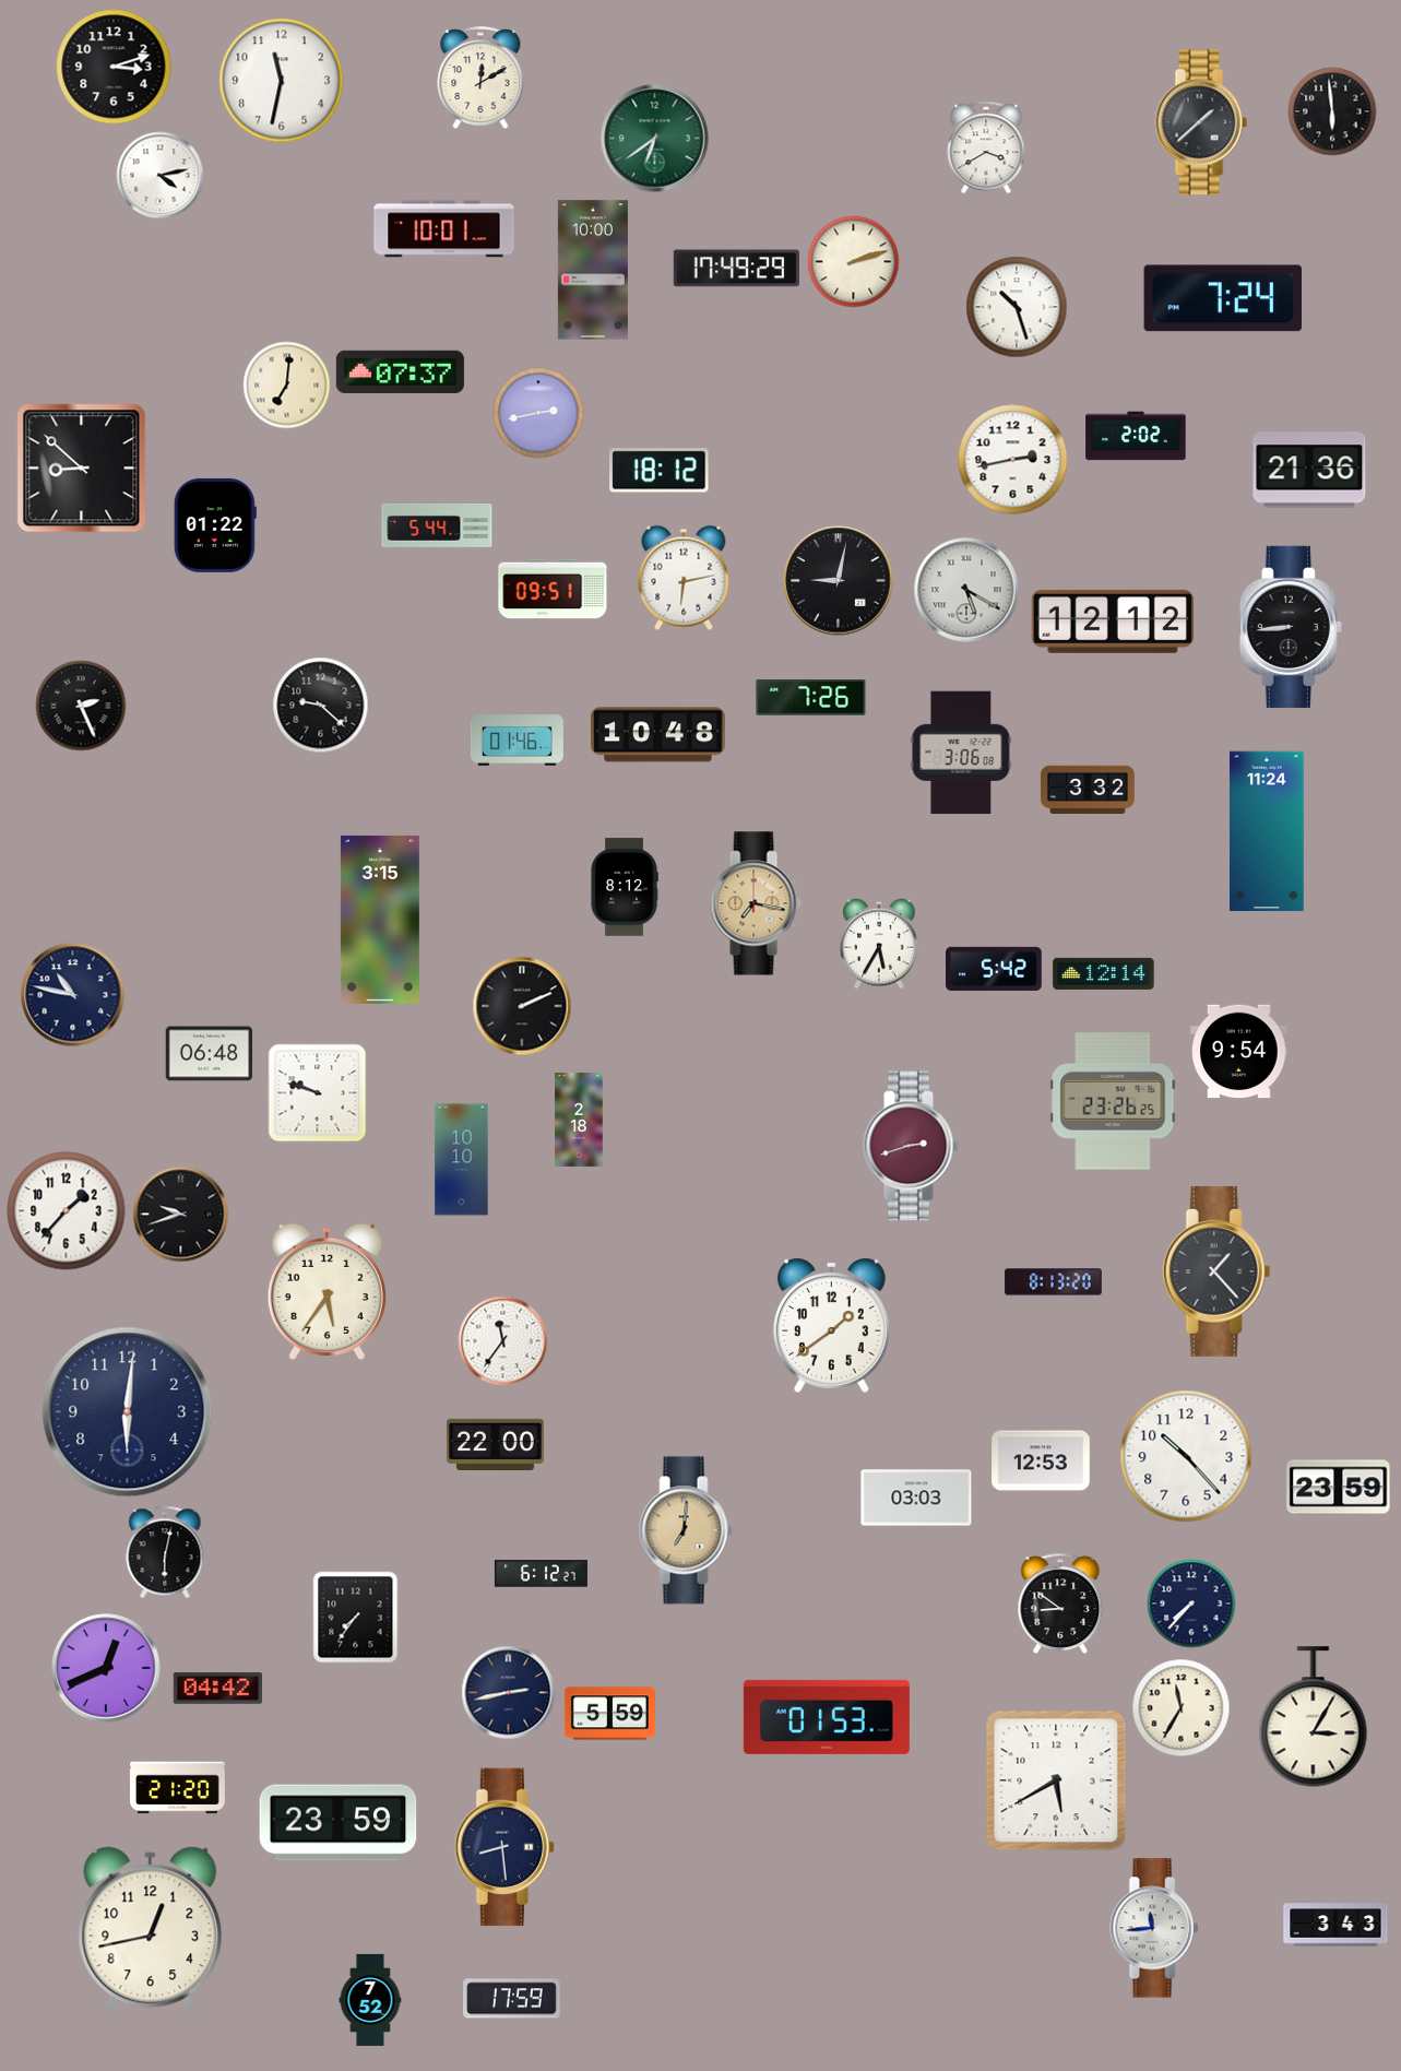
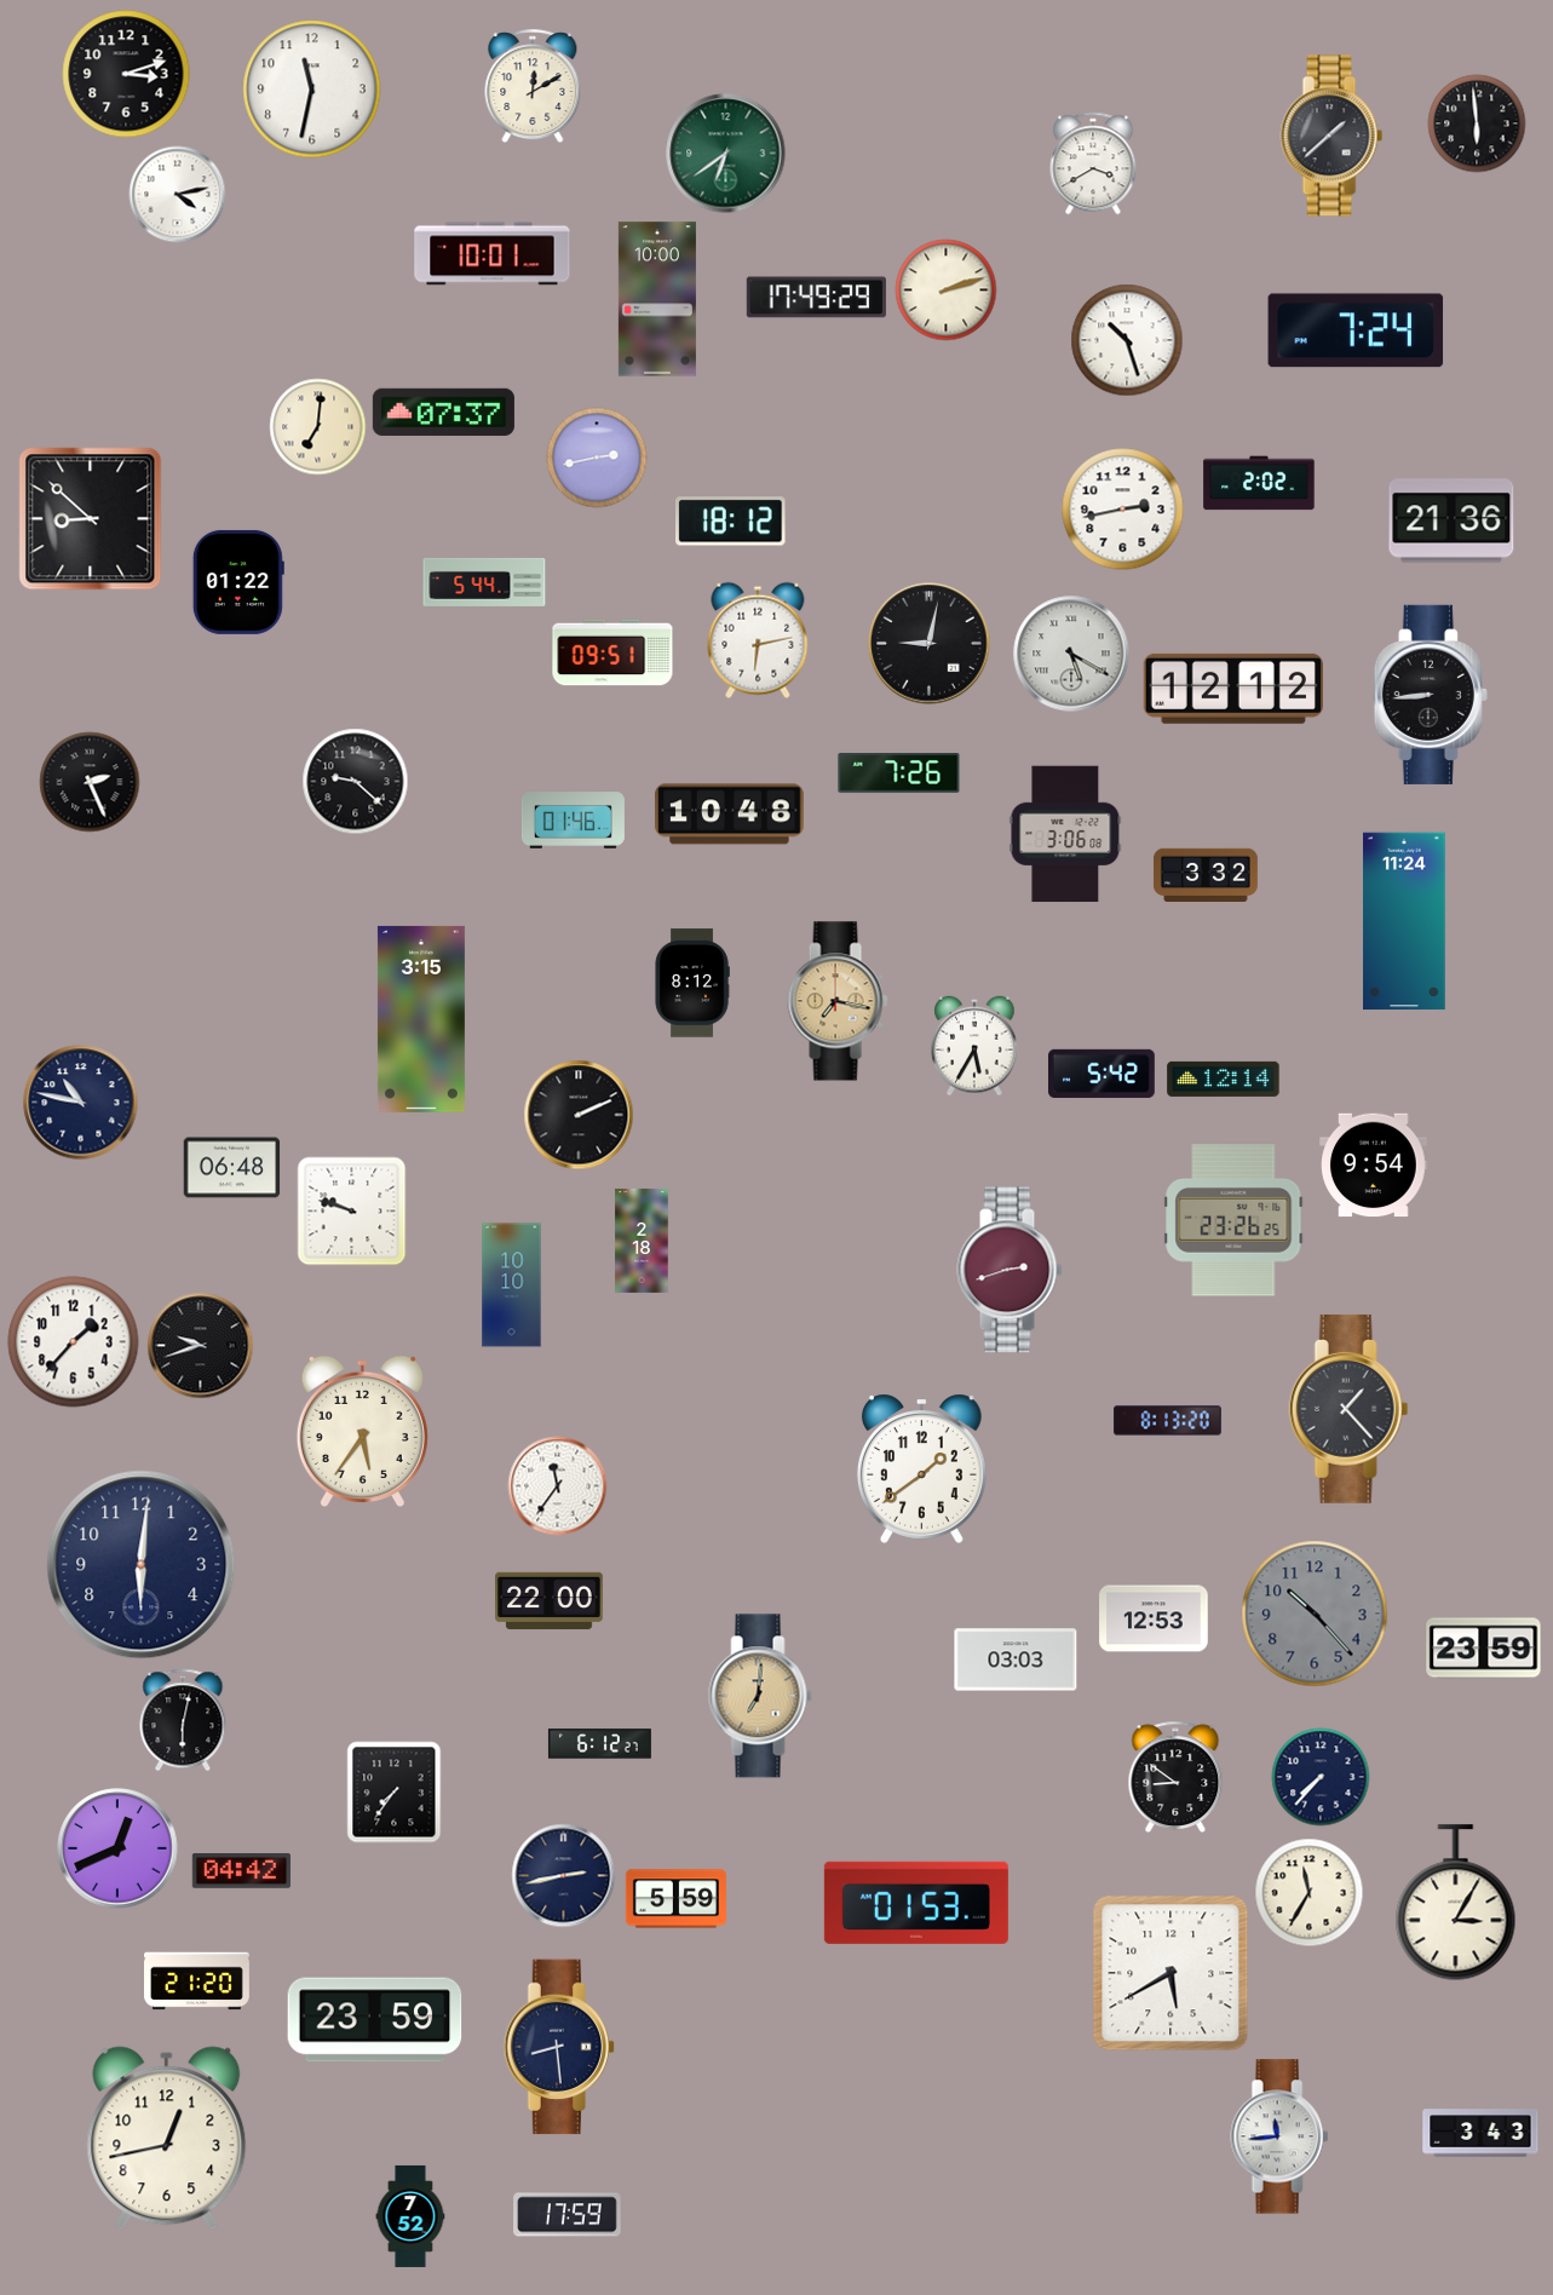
clock at (1186, 1456) dial: white -> grey
